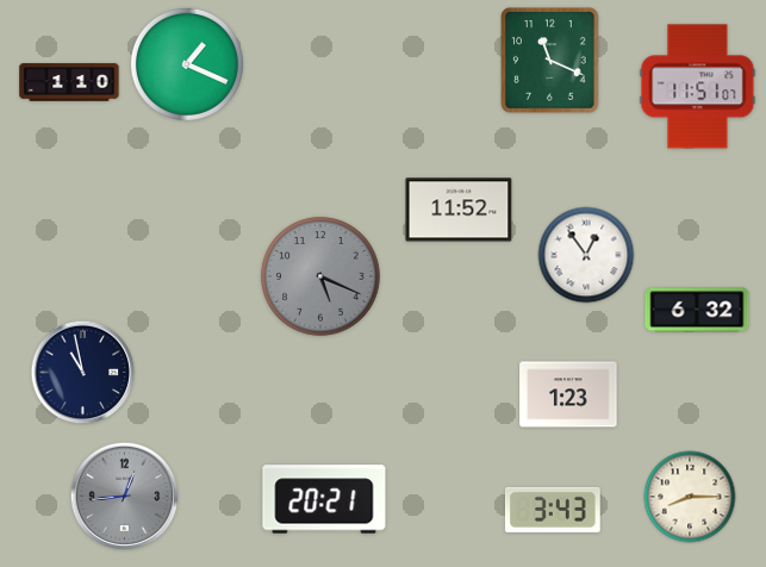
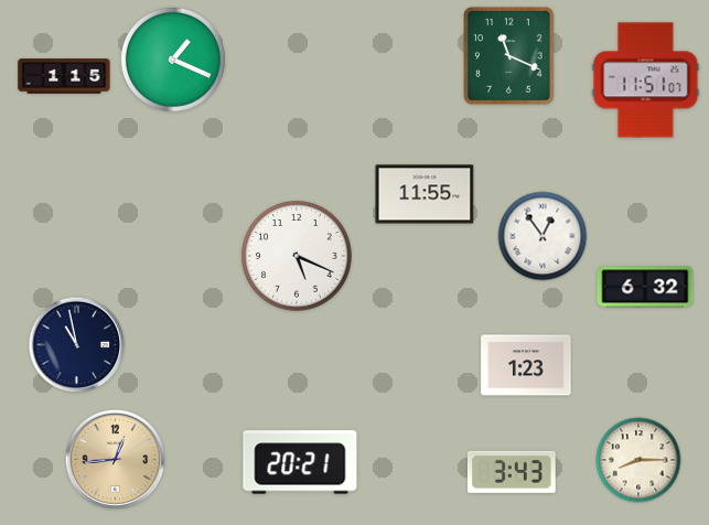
clock at (69, 82): 1:10 -> 1:15
clock at (459, 210): 11:52 -> 11:55
clock at (320, 276) dial: grey -> white
clock at (125, 497) dial: grey -> champagne
